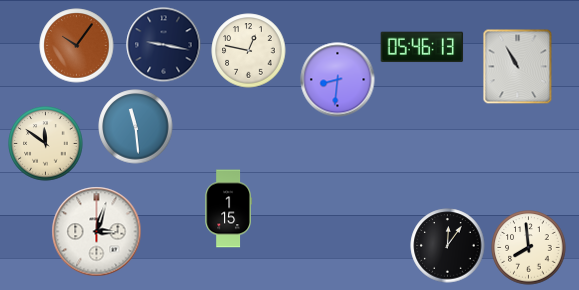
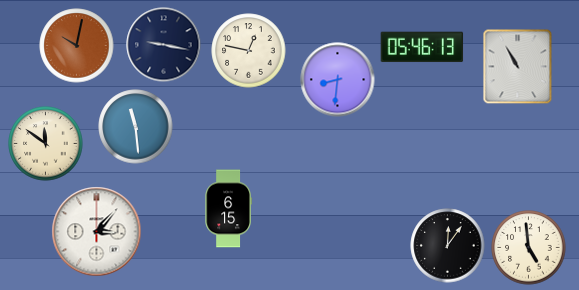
clock at (77, 46): 10:06 -> 10:02
clock at (228, 209): 1:15 -> 6:15
clock at (97, 232): 3:03 -> 3:07
clock at (529, 248): 7:59 -> 4:59
